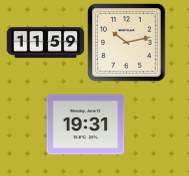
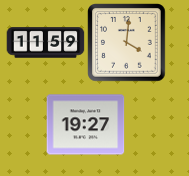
clock at (126, 42): 10:13 -> 4:01
clock at (85, 125): 19:31 -> 19:27
